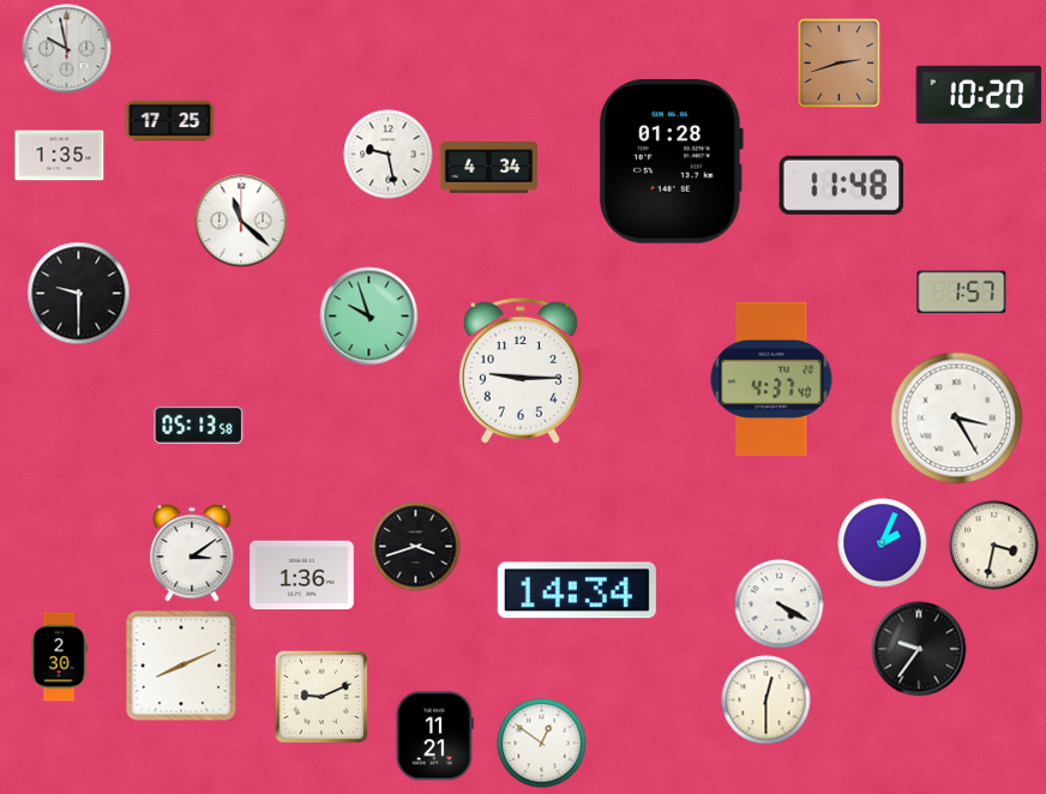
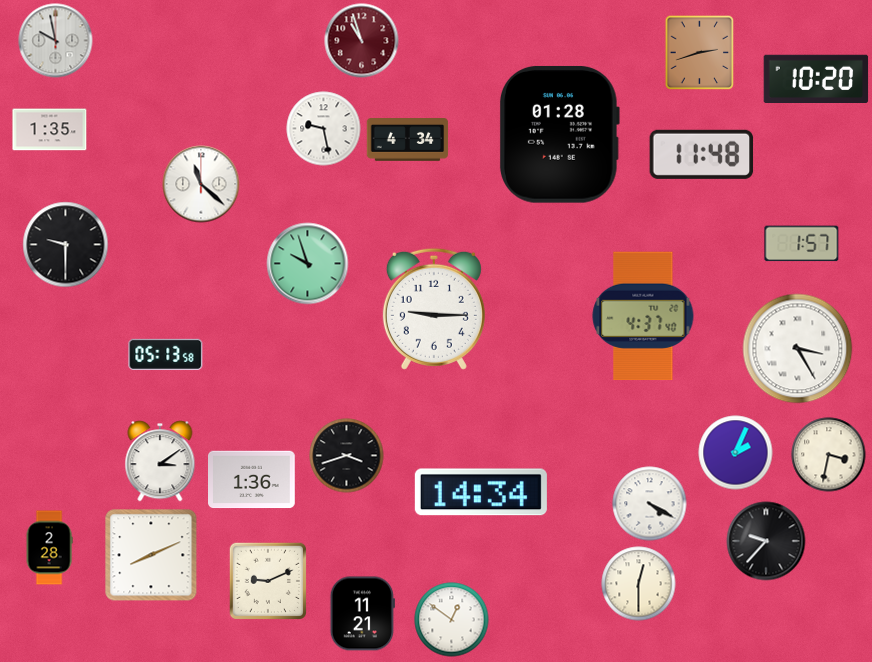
clock at (362, 41): none -> 10:57
clock at (170, 121): 17:25 -> none
clock at (919, 649): 9:36 -> 9:37
clock at (59, 657): 2:30 -> 2:28
